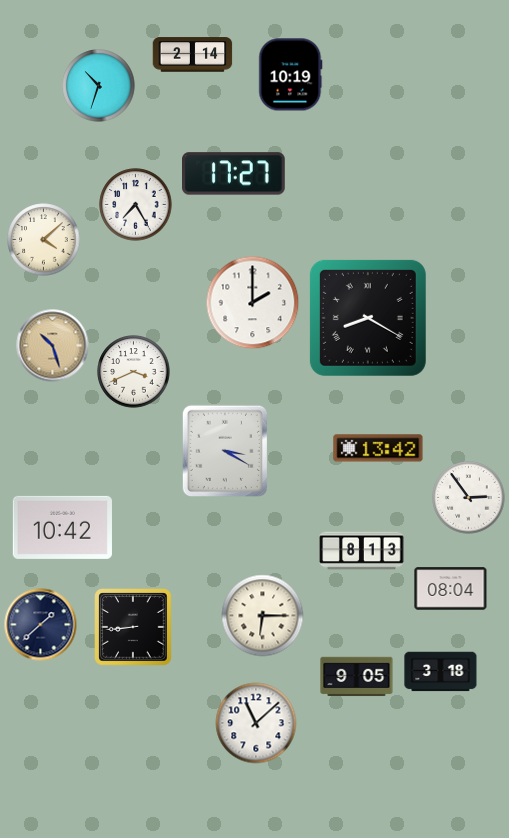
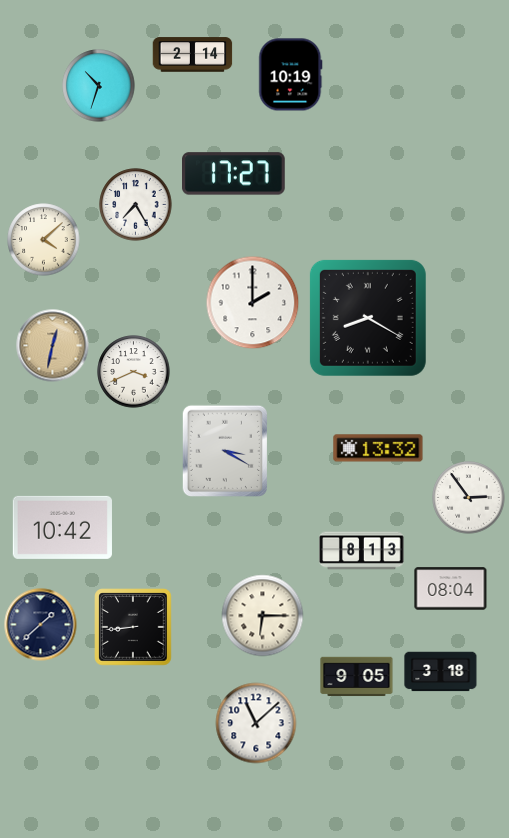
clock at (53, 346): 10:27 -> 12:32
clock at (378, 448): 13:42 -> 13:32
